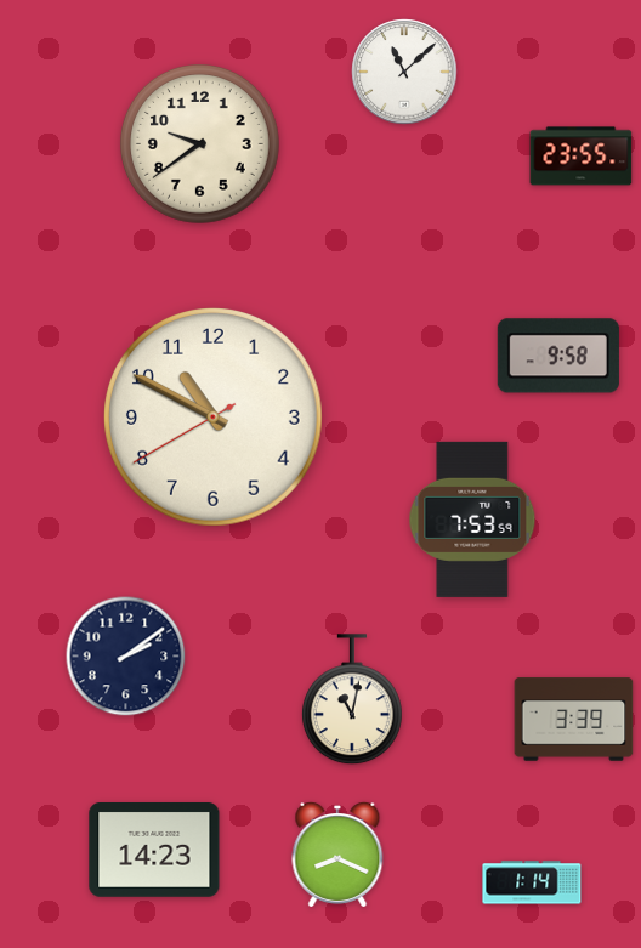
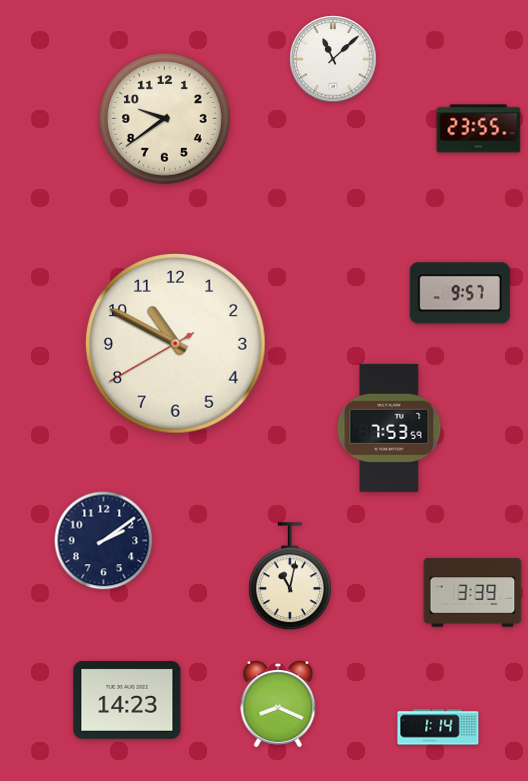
clock at (558, 356): 9:58 -> 9:57
